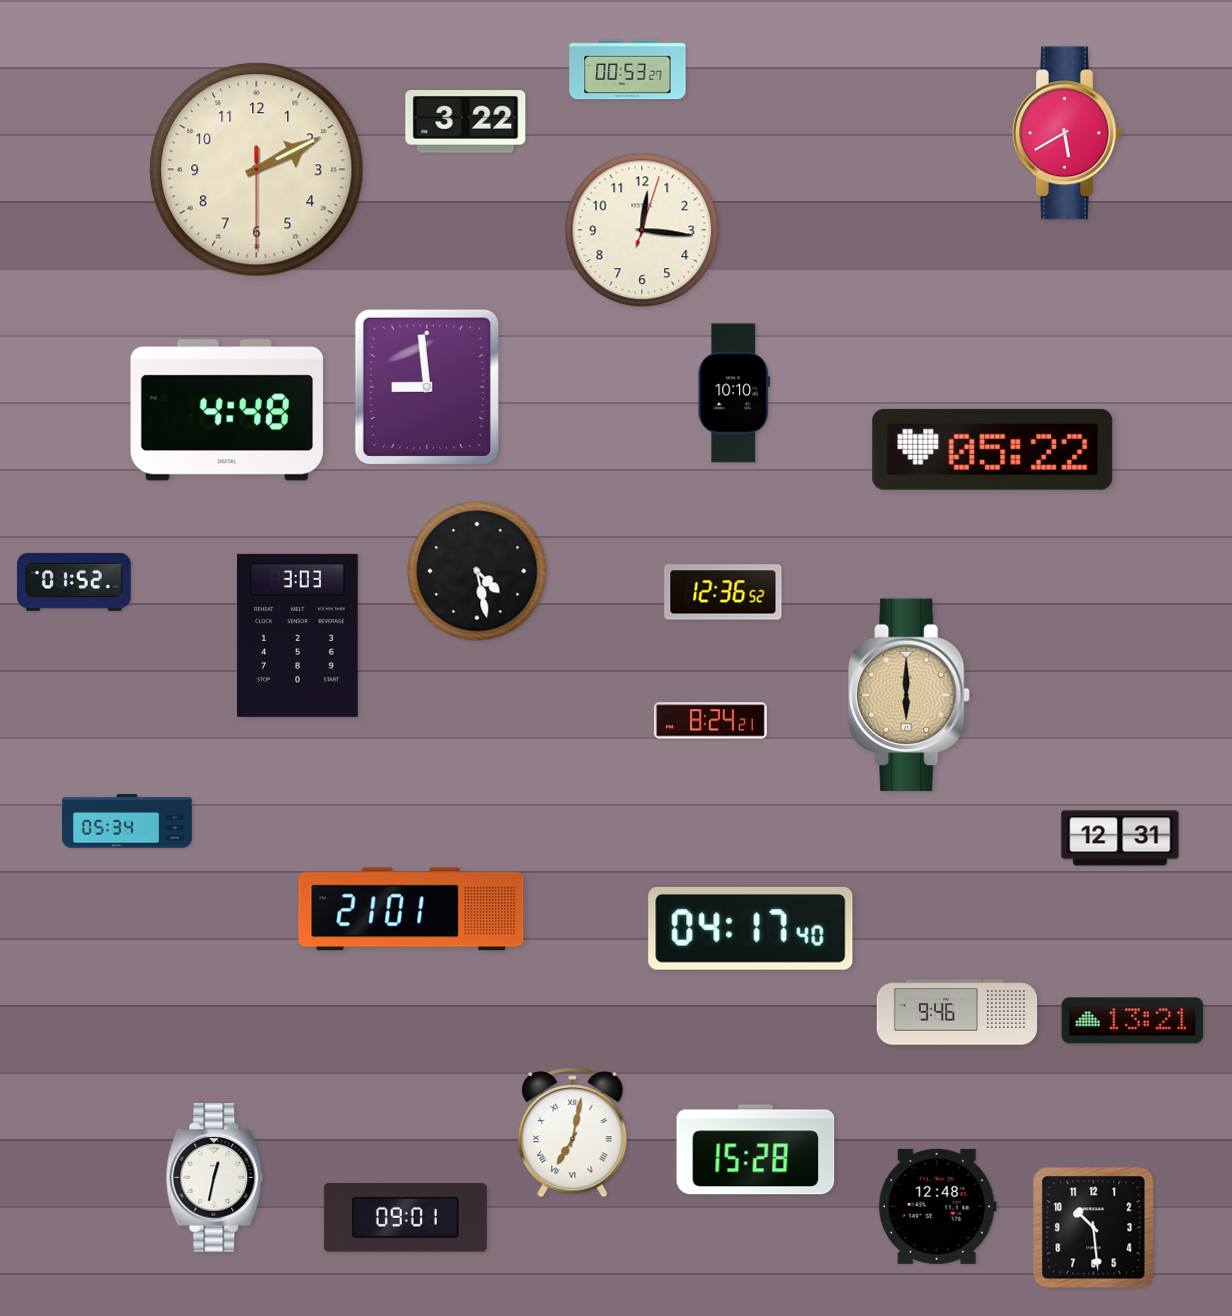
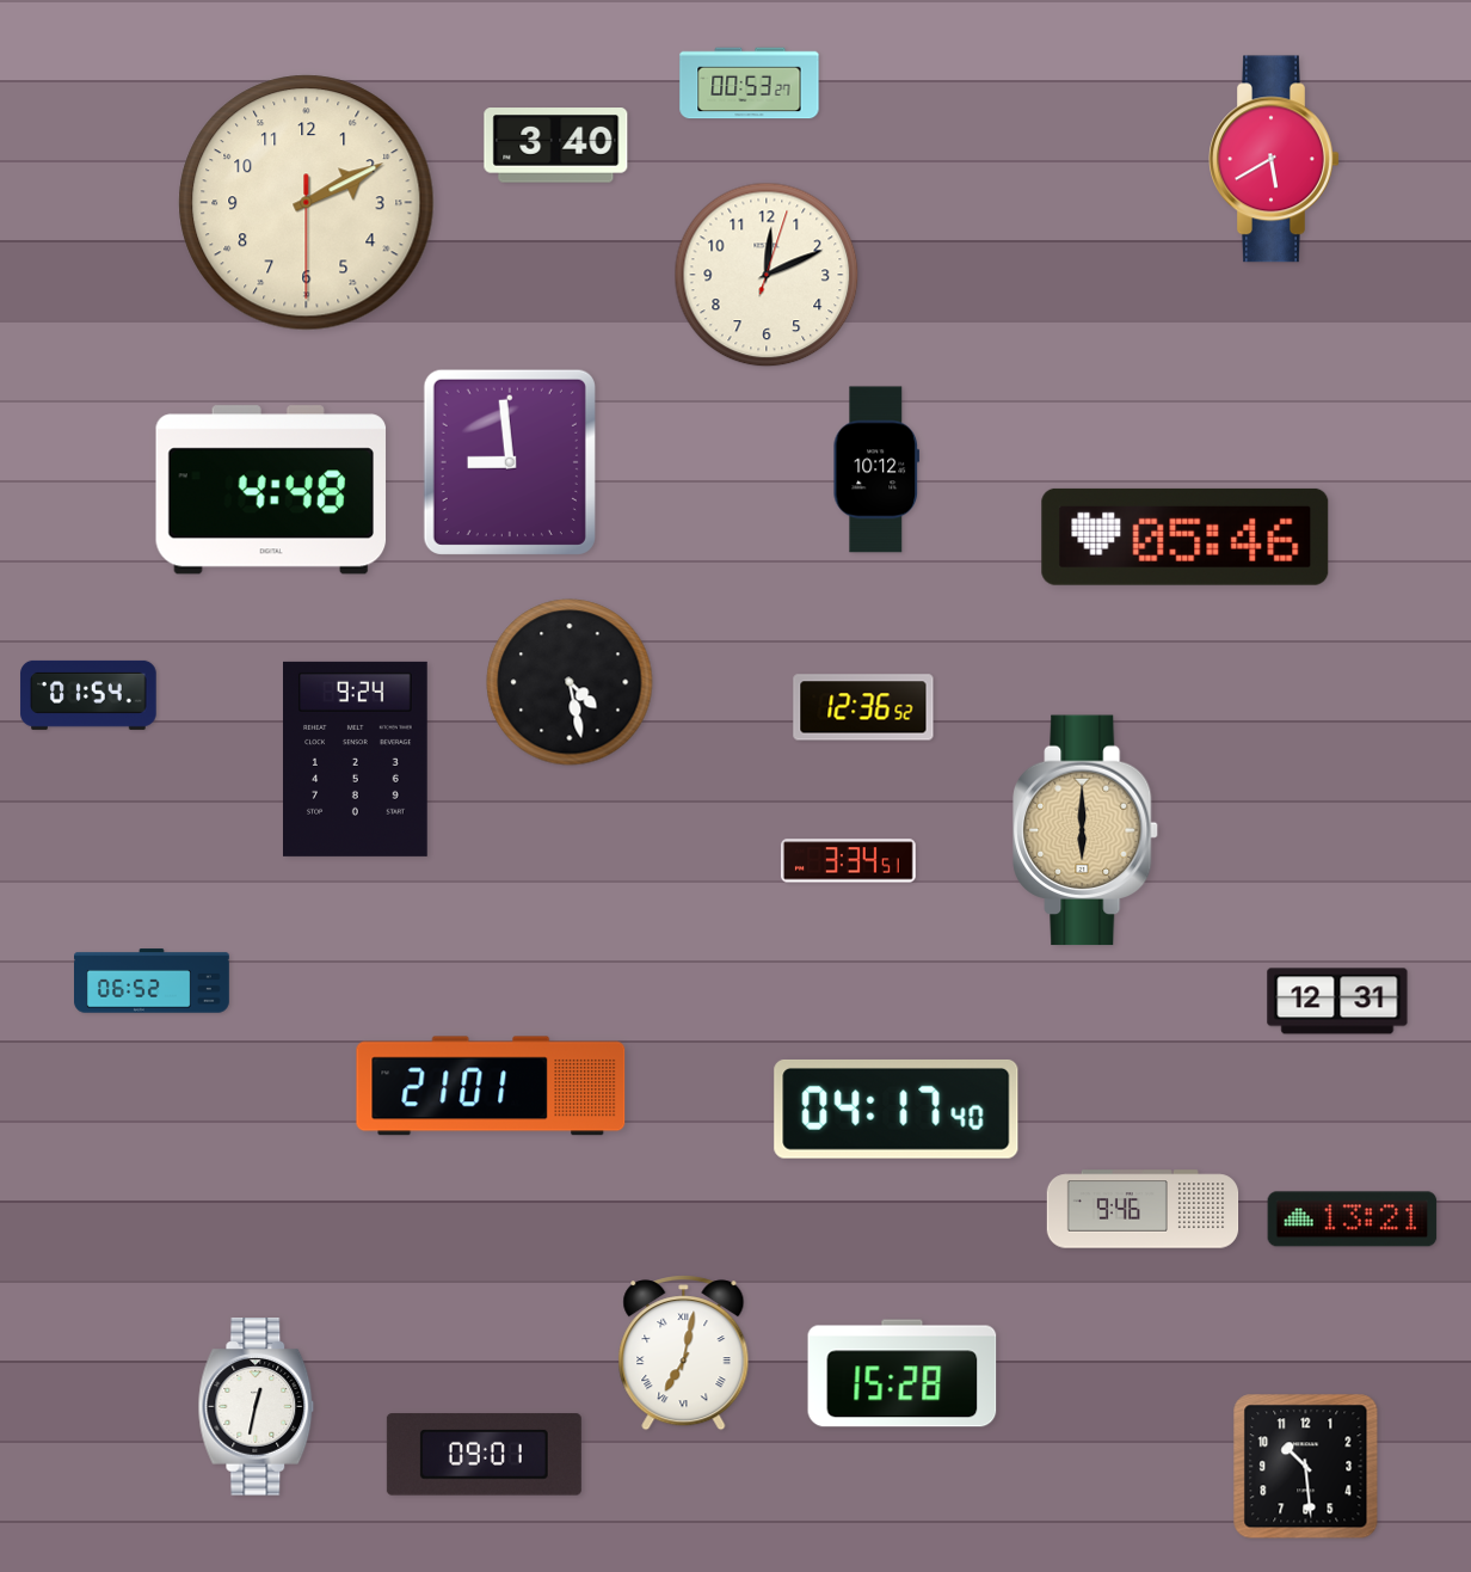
clock at (466, 122): 3:22 -> 3:40
clock at (642, 230): 12:16 -> 12:11
clock at (734, 393): 10:10 -> 10:12
clock at (993, 449): 05:22 -> 05:46
clock at (74, 582): 01:52 -> 01:54
clock at (298, 635): 3:03 -> 9:24
clock at (710, 721): 8:24 -> 3:34
clock at (128, 821): 05:34 -> 06:52
clock at (937, 1206): 12:48 -> none
